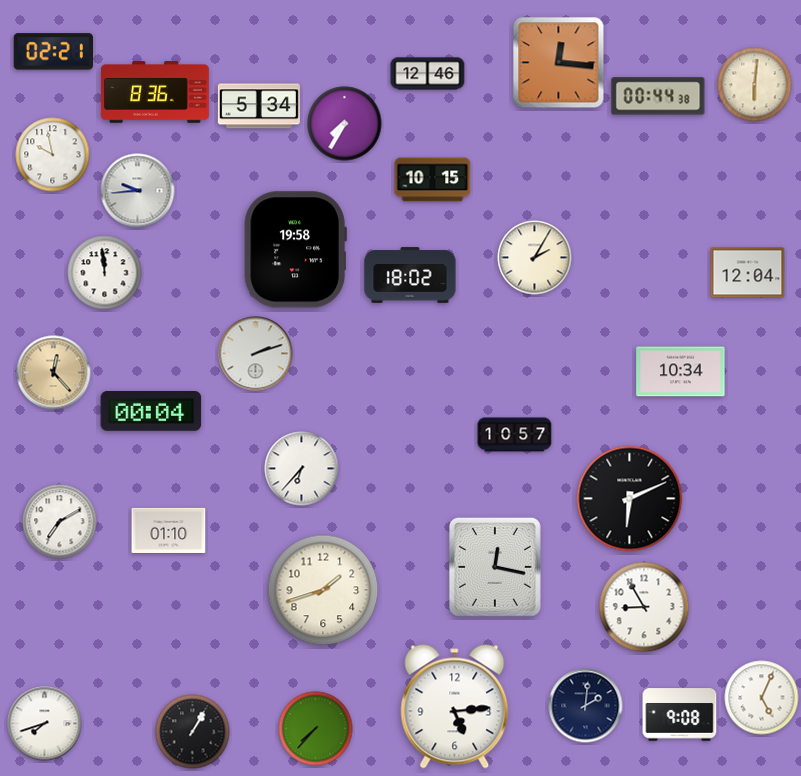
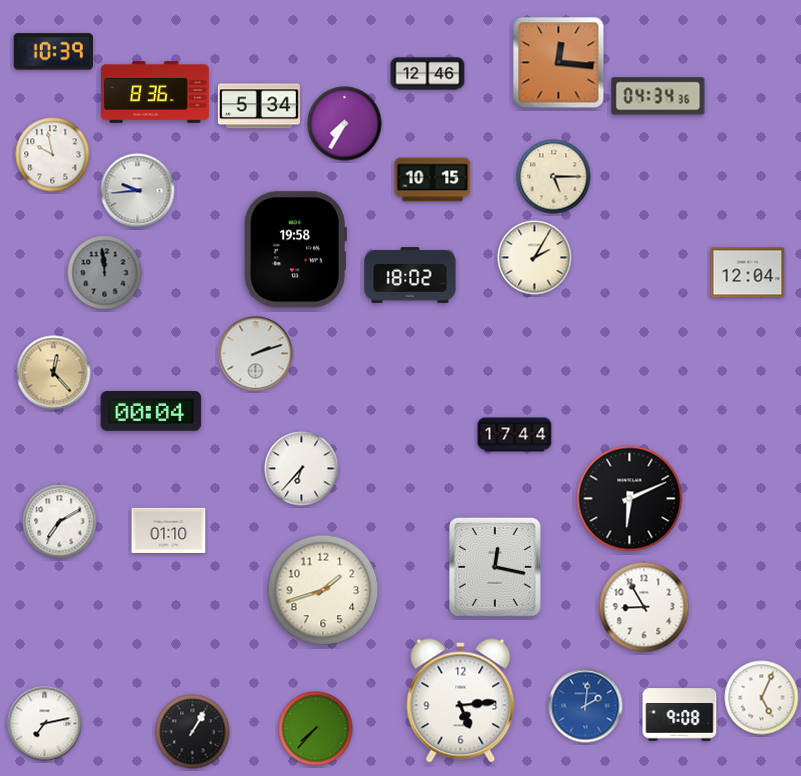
clock at (53, 52): 02:21 -> 10:39
clock at (755, 85): 6:01 -> none
clock at (658, 96): 00:44 -> 04:34
clock at (554, 177): none -> 5:15
clock at (105, 273) dial: white -> grey
clock at (681, 372): 10:34 -> none
clock at (515, 435): 10:57 -> 17:44
clock at (586, 706) dial: navy -> blue
clock at (455, 707) position: (455, 707) -> (461, 701)
clock at (45, 724): 7:42 -> 7:13
